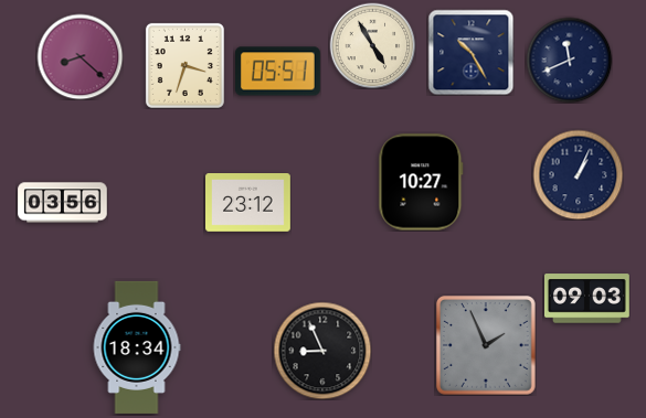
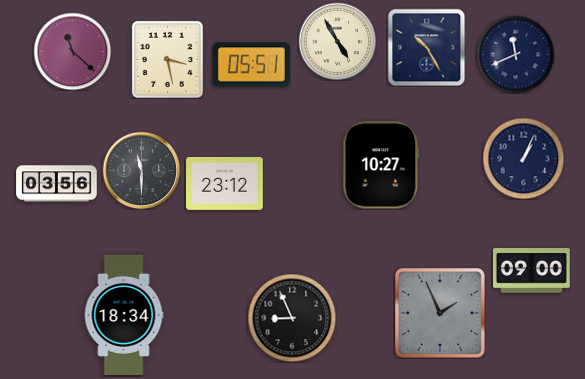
clock at (80, 56): 8:22 -> 11:22
clock at (184, 65): 3:33 -> 3:28
clock at (141, 170): none -> 11:30
clock at (587, 299): 09:03 -> 09:00
